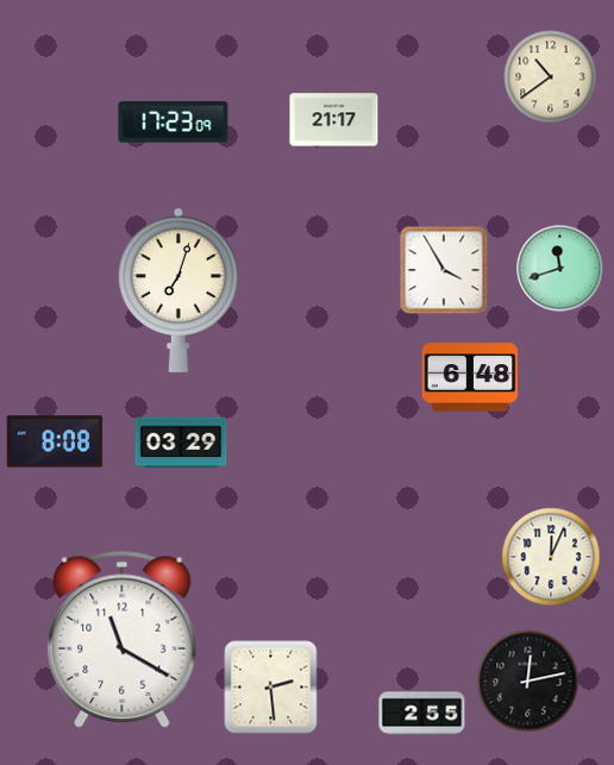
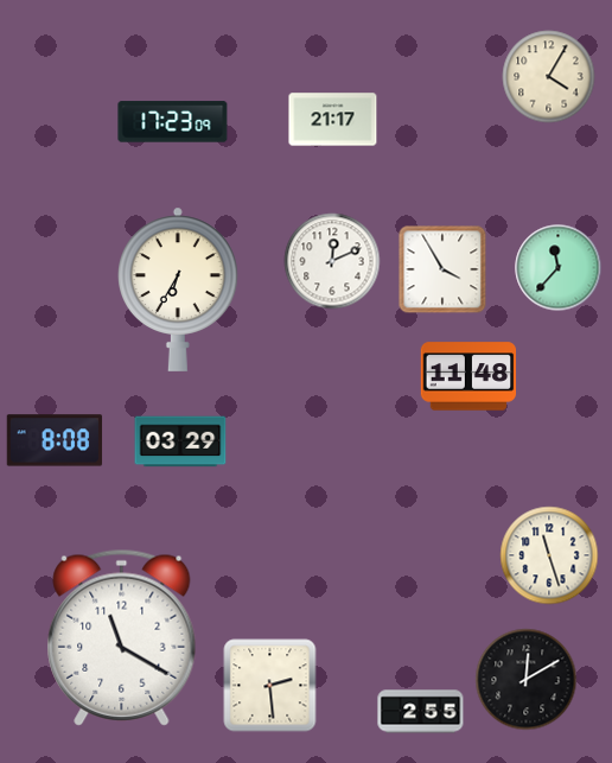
clock at (551, 77): 10:39 -> 4:05
clock at (332, 261): none -> 12:11
clock at (560, 269): 11:42 -> 11:37
clock at (180, 290): 7:03 -> 6:35
clock at (470, 377): 6:48 -> 11:48
clock at (551, 557): 12:04 -> 11:27
clock at (528, 682): 12:13 -> 12:10
